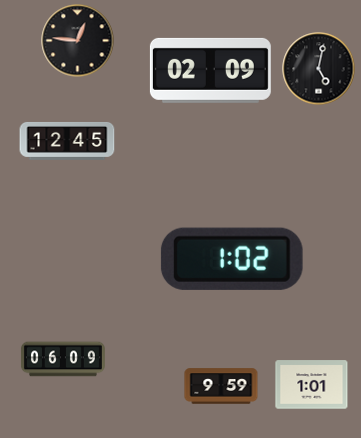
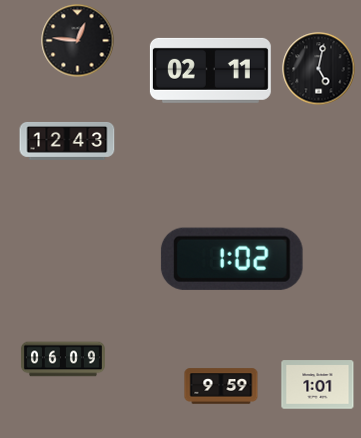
clock at (210, 70): 02:09 -> 02:11
clock at (67, 141): 12:45 -> 12:43
clock at (312, 385) position: (312, 385) -> (318, 385)
